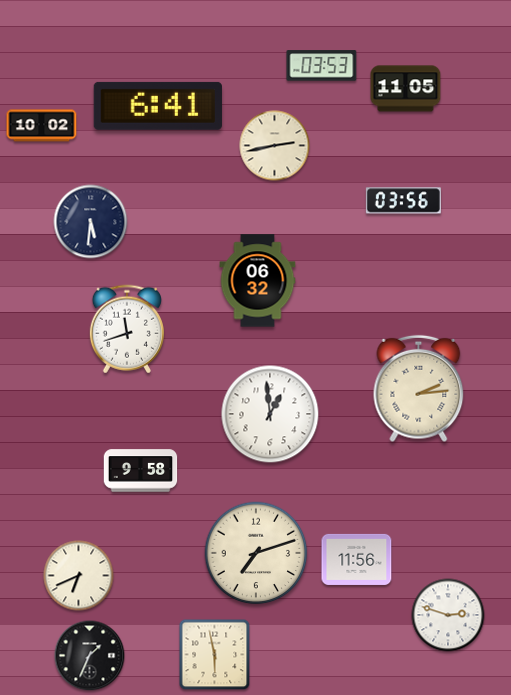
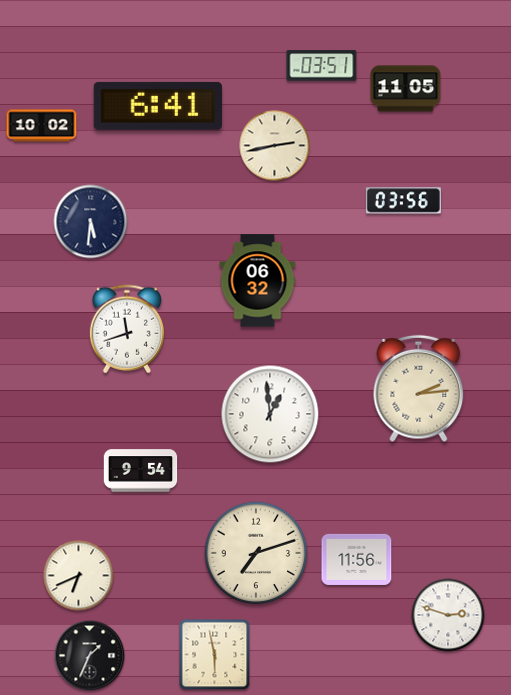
clock at (322, 66): 03:53 -> 03:51
clock at (141, 471): 9:58 -> 9:54
